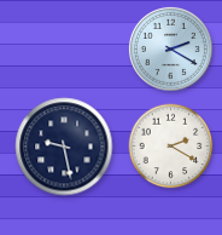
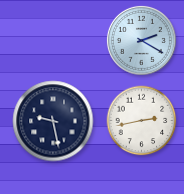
clock at (171, 147): 2:20 -> 2:43
